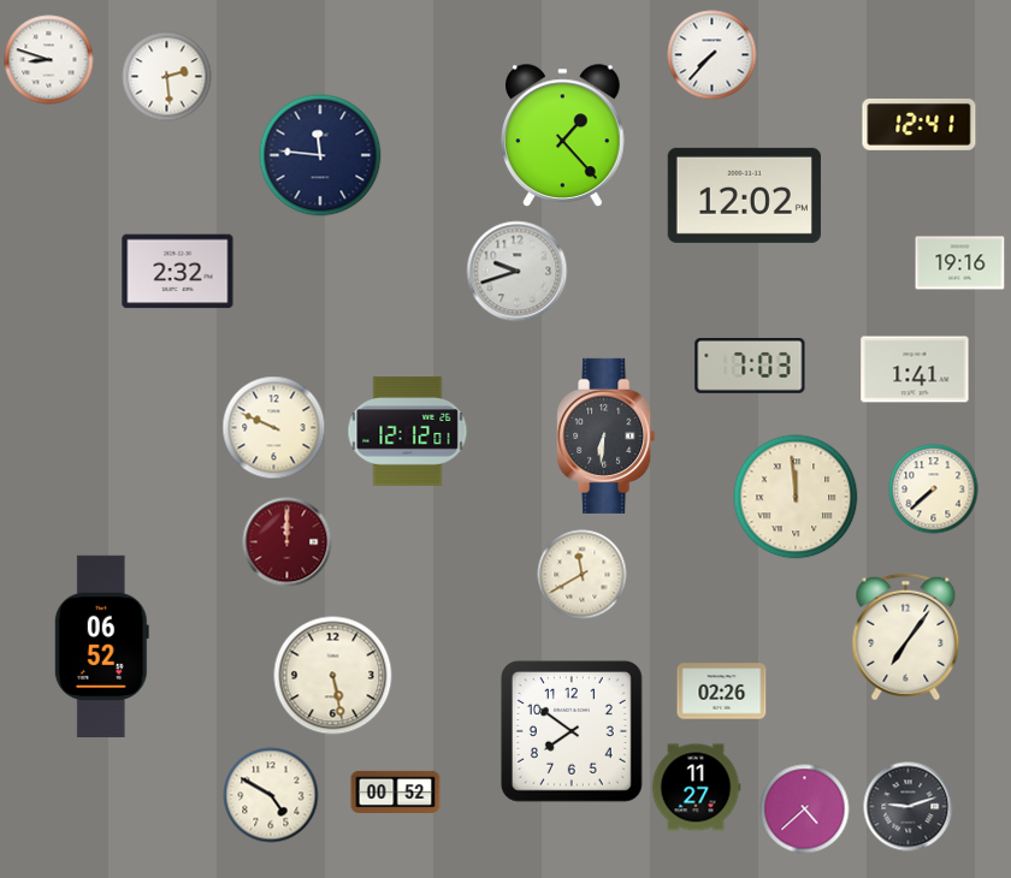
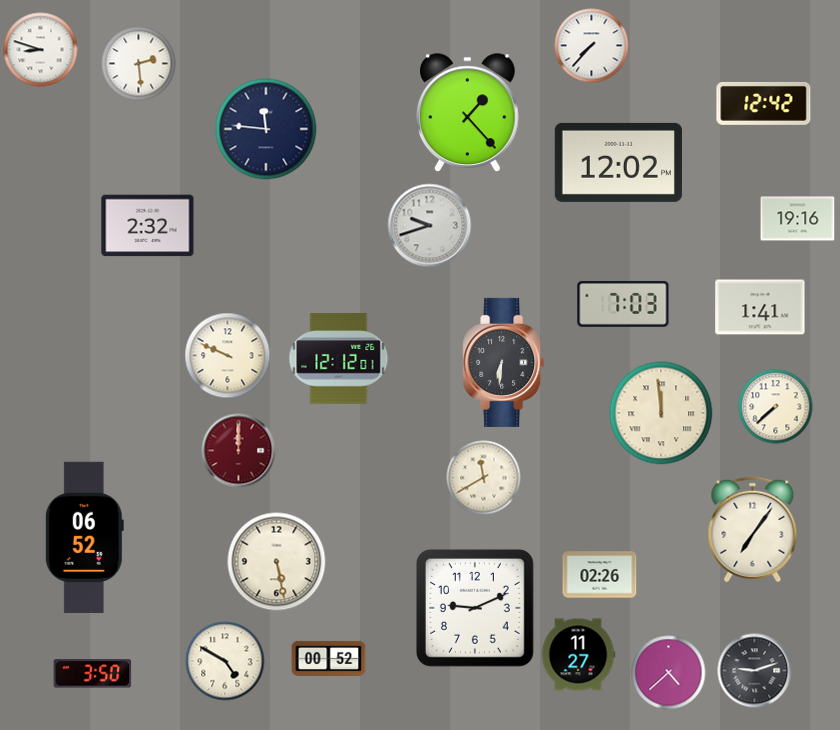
clock at (920, 124): 12:41 -> 12:42
clock at (572, 731): 7:51 -> 9:11
clock at (93, 674): none -> 3:50
